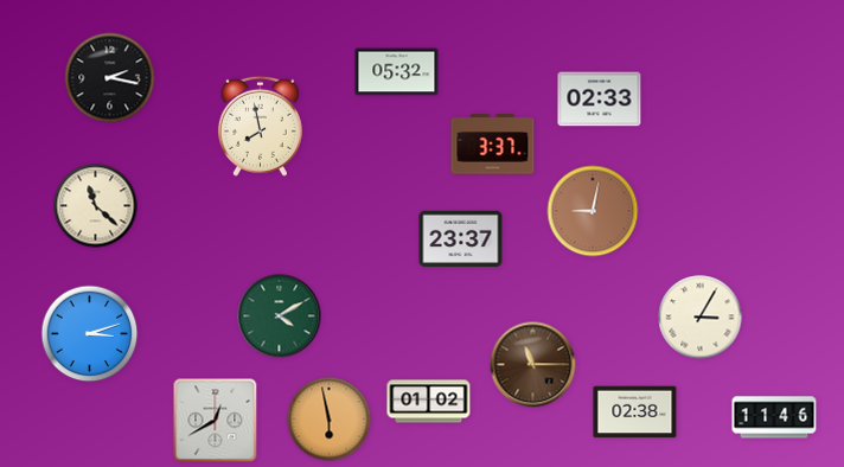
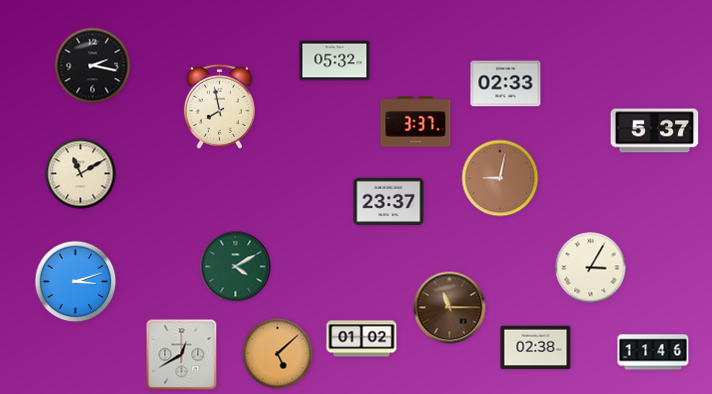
clock at (655, 131): none -> 5:37
clock at (96, 206): 11:22 -> 11:10
clock at (330, 420): 5:58 -> 5:08
